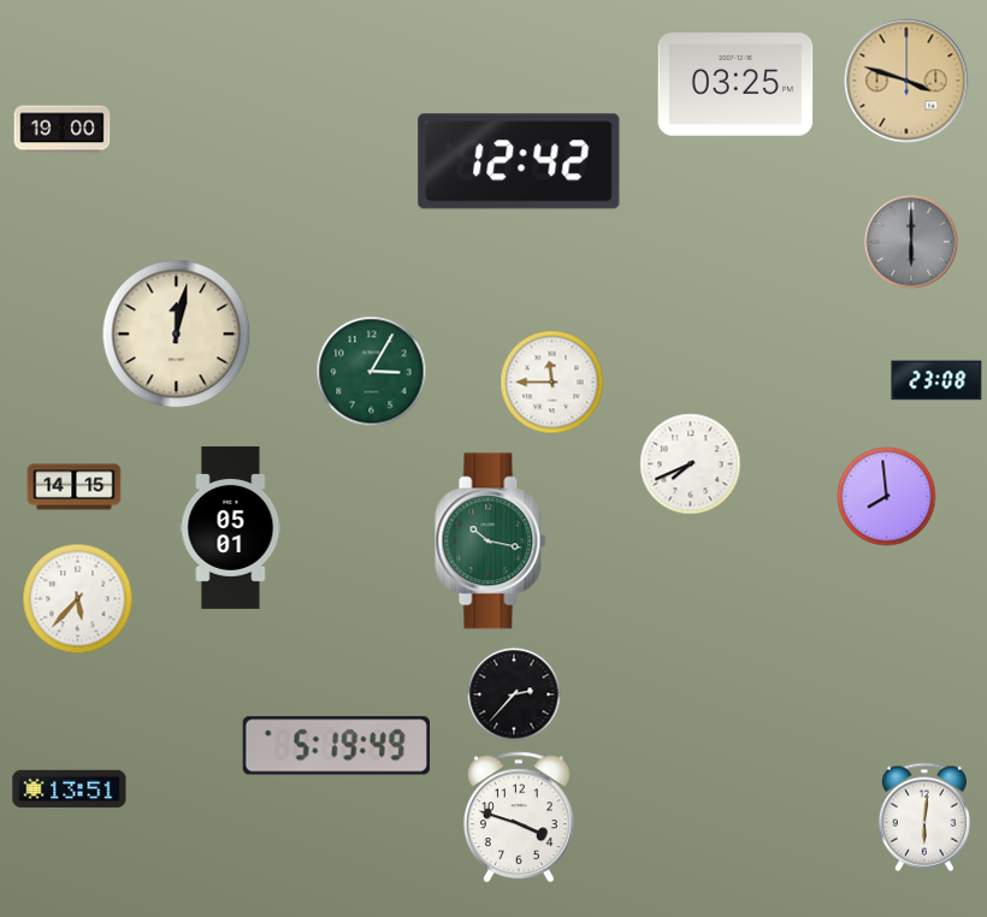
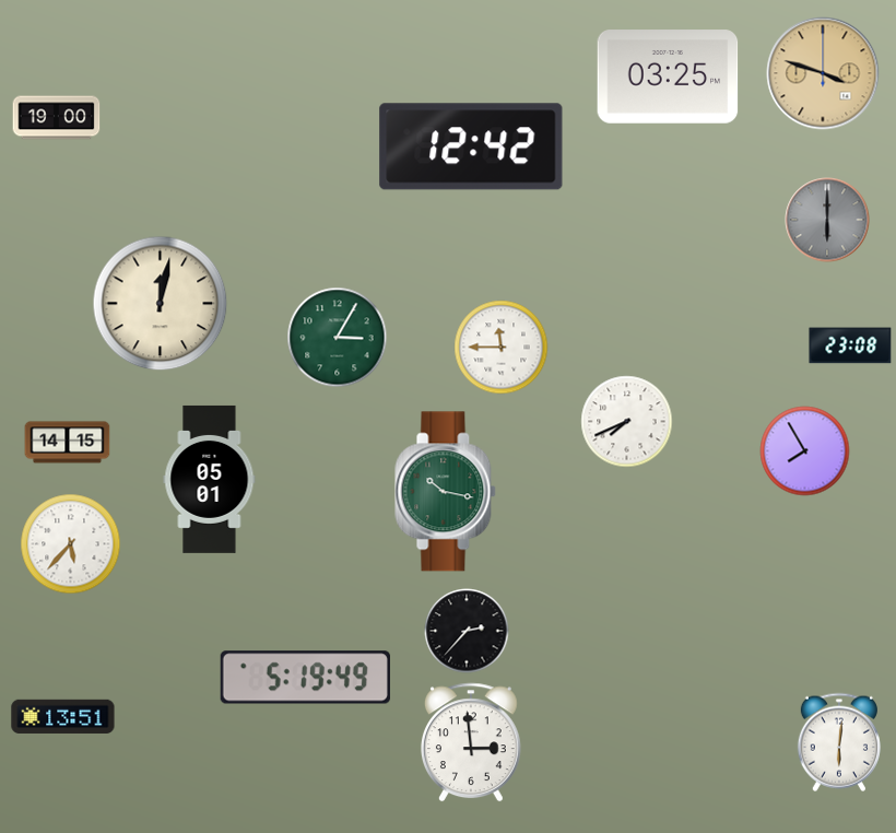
clock at (887, 497): 7:59 -> 7:55
clock at (519, 817): 3:48 -> 2:59
